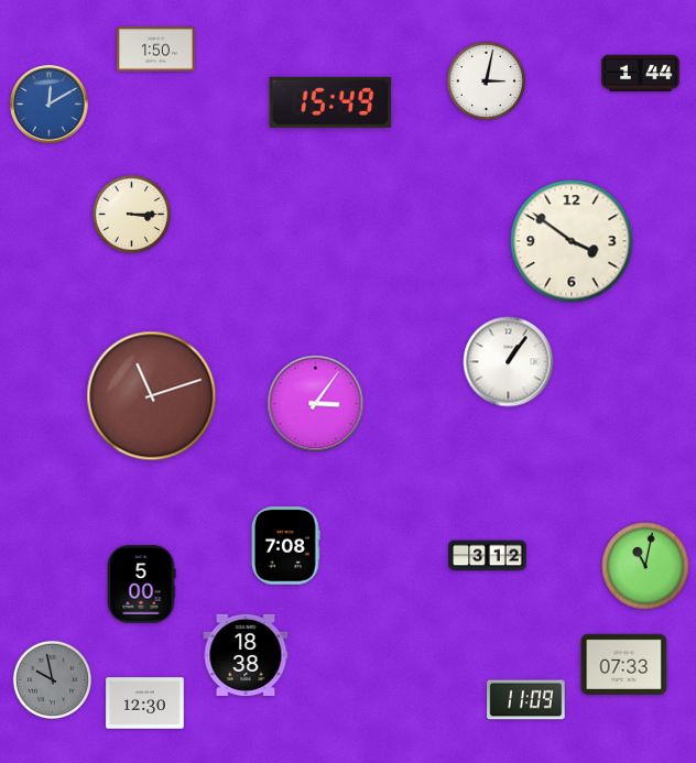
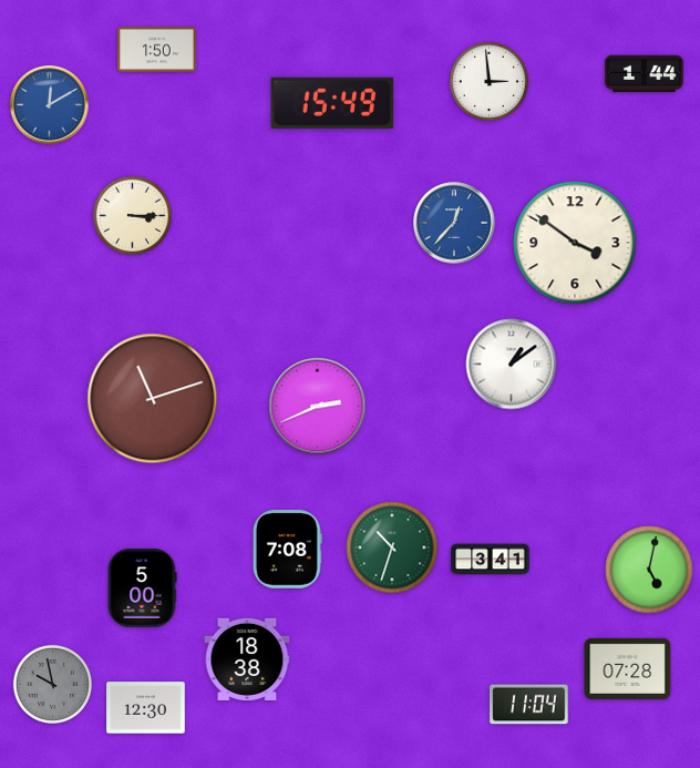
clock at (486, 80): 3:02 -> 2:59
clock at (454, 223): none -> 12:37
clock at (509, 362): 1:06 -> 1:09
clock at (316, 404): 3:06 -> 2:41
clock at (392, 547): none -> 10:33
clock at (488, 556): 3:12 -> 3:41
clock at (645, 566): 11:02 -> 5:02
clock at (624, 664): 07:33 -> 07:28
clock at (526, 700): 11:09 -> 11:04
